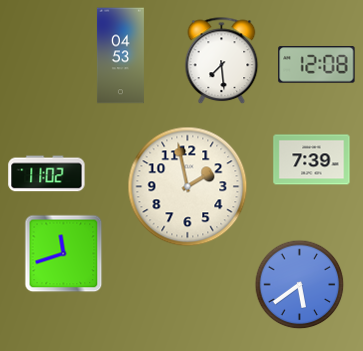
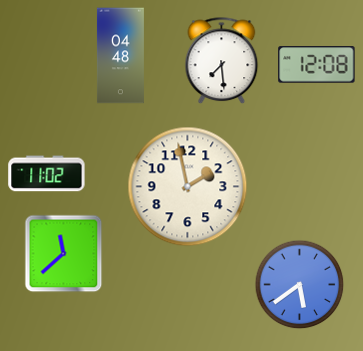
clock at (120, 56): 04:53 -> 04:48
clock at (312, 160): 7:39 -> none
clock at (63, 253): 11:42 -> 11:38
